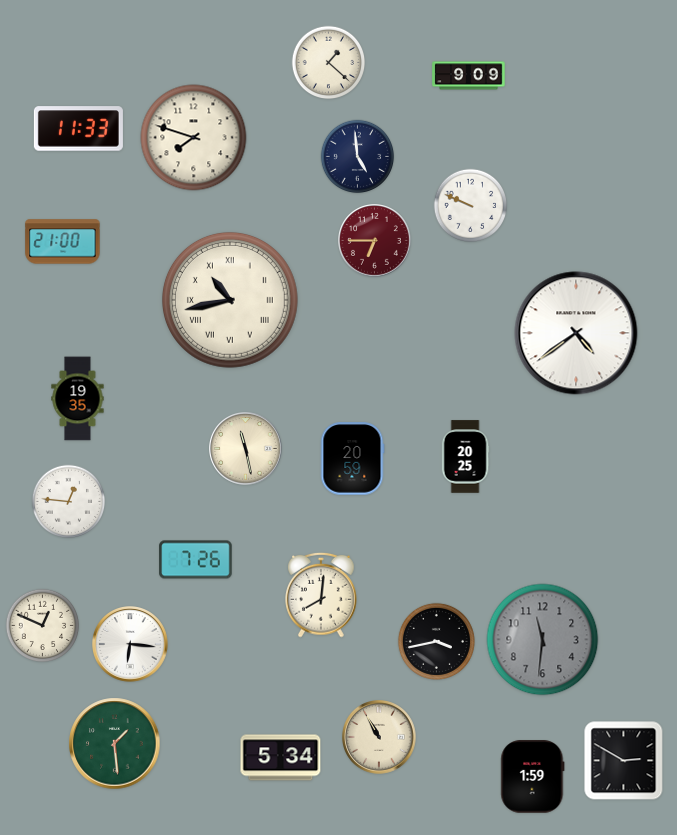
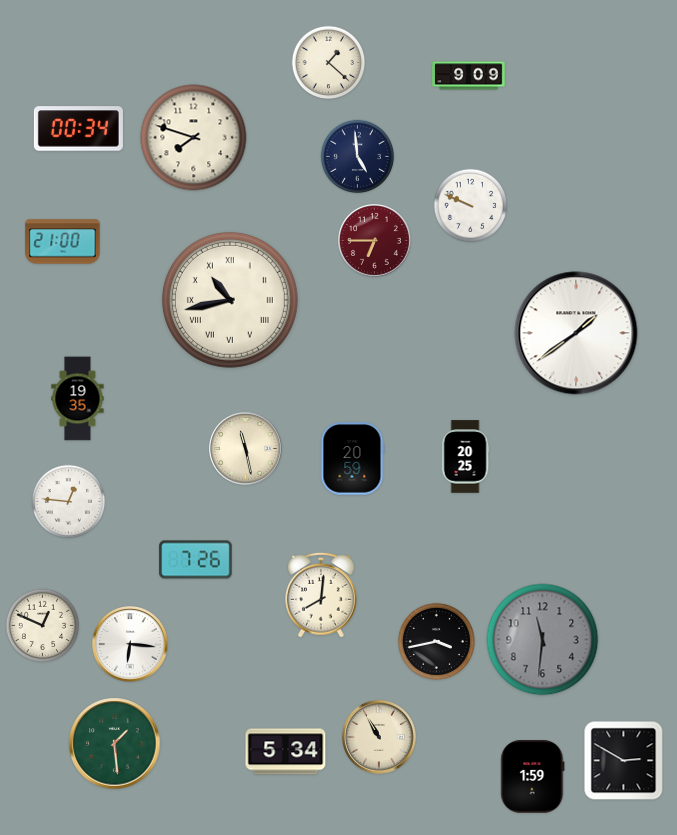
clock at (78, 129): 11:33 -> 00:34
clock at (576, 333): 4:39 -> 1:39
clock at (281, 758) position: (281, 758) -> (286, 752)
